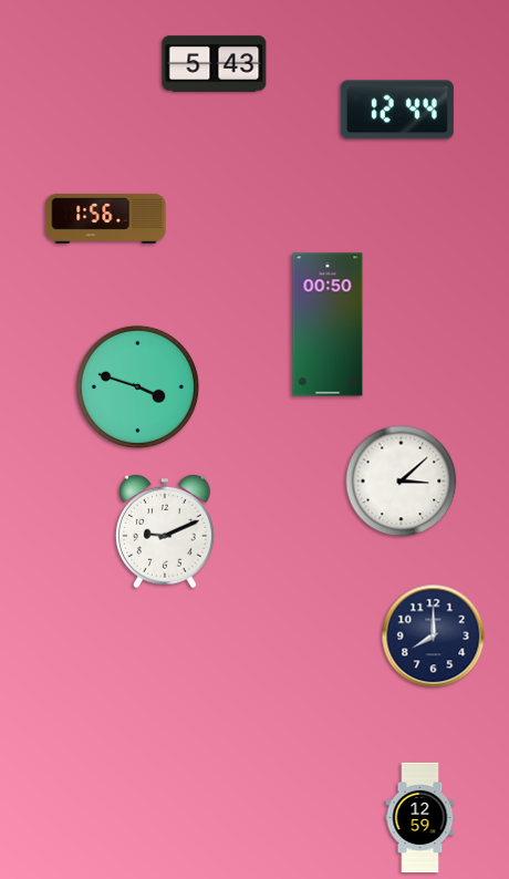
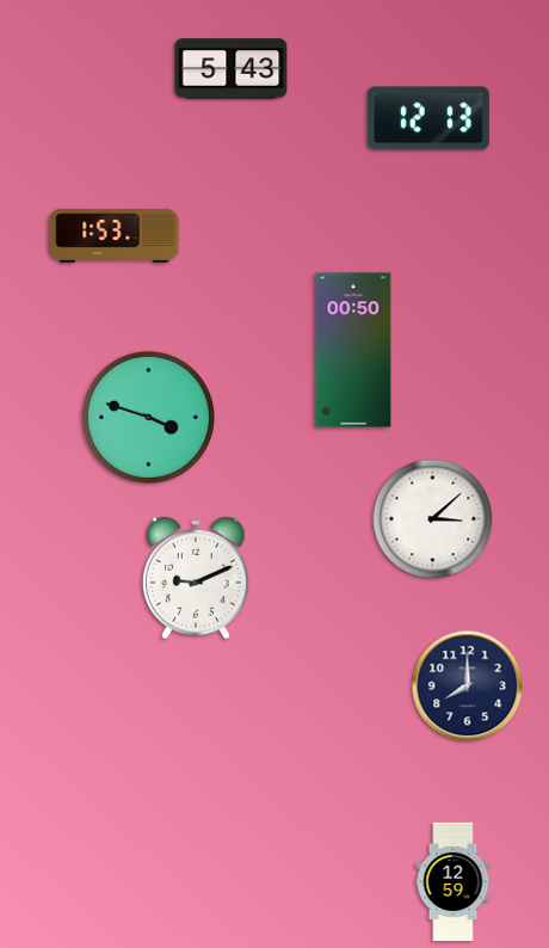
clock at (397, 110): 12:44 -> 12:13
clock at (106, 218): 1:56 -> 1:53
clock at (166, 531) position: (166, 531) -> (197, 578)
